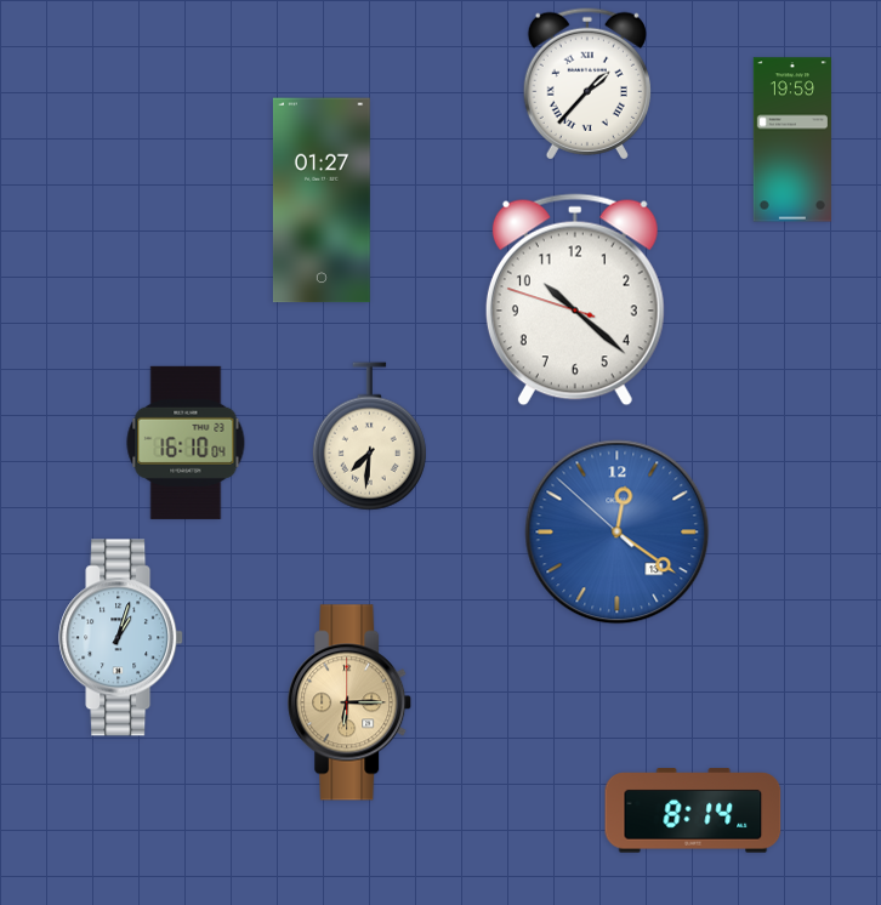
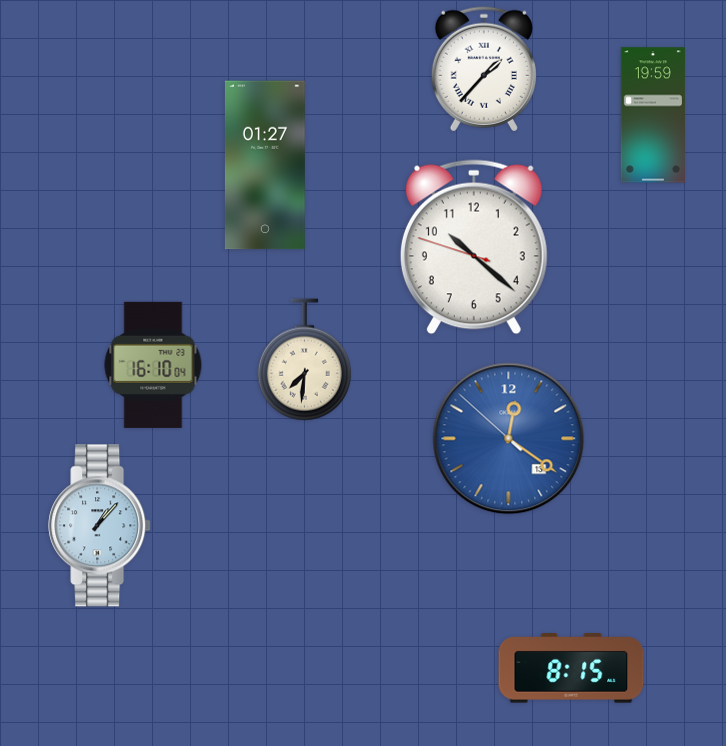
clock at (121, 638): 1:03 -> 1:07
clock at (351, 702): 6:15 -> none
clock at (693, 810): 8:14 -> 8:15
